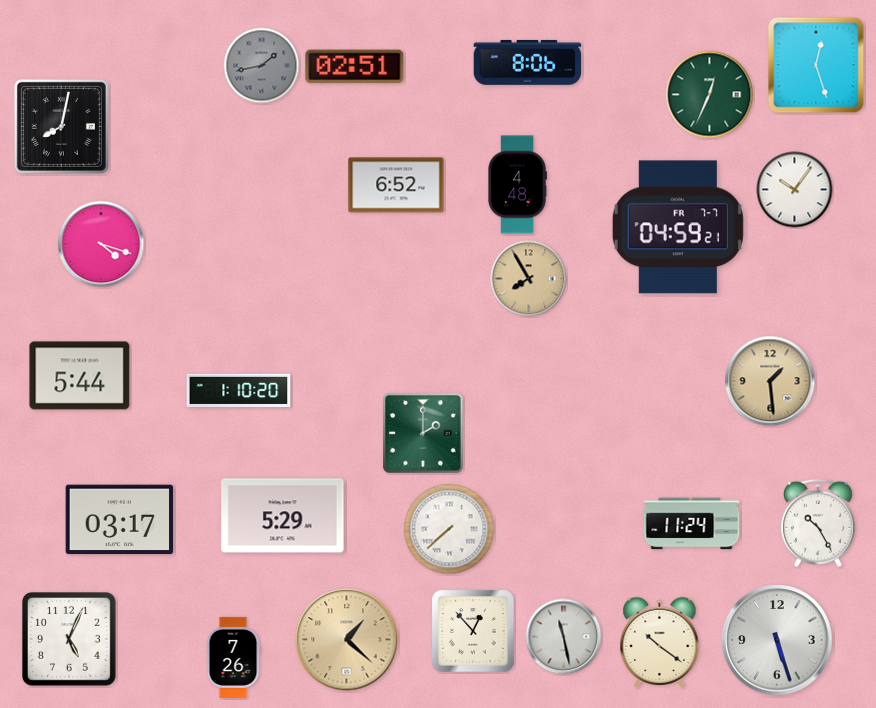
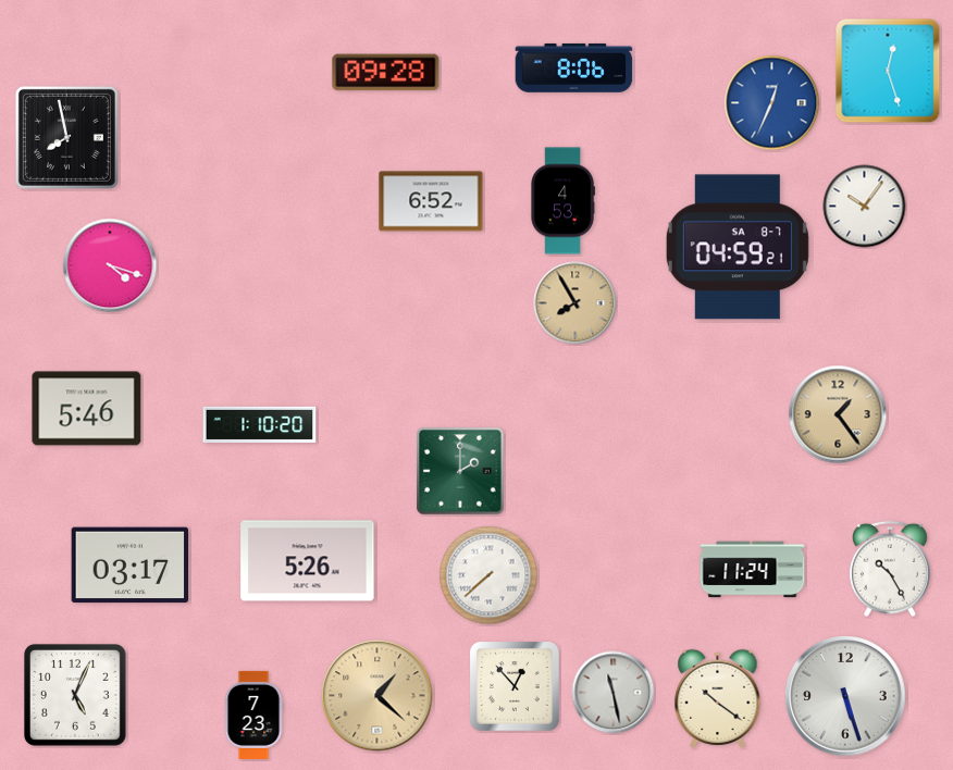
clock at (262, 66): 1:43 -> none
clock at (355, 67): 02:51 -> 09:28
clock at (710, 95) dial: green -> blue
clock at (61, 126): 8:02 -> 7:58
clock at (517, 185): 4:48 -> 4:53
clock at (678, 227) date: FR 7-7 -> SA 8-7
clock at (80, 376): 5:44 -> 5:46
clock at (770, 381): 1:29 -> 1:24
clock at (283, 516): 5:29 -> 5:26
clock at (233, 657): 7:26 -> 7:23
